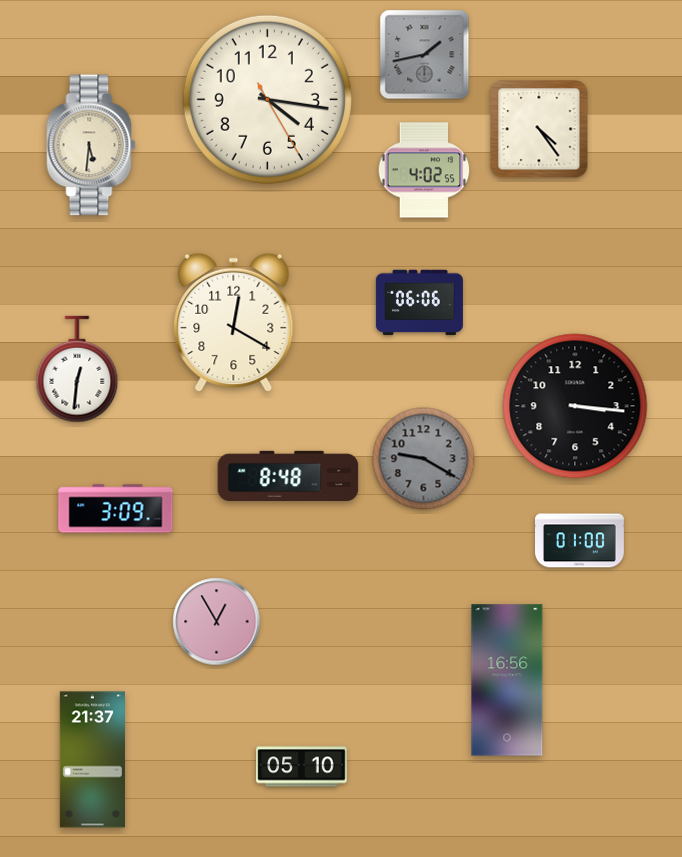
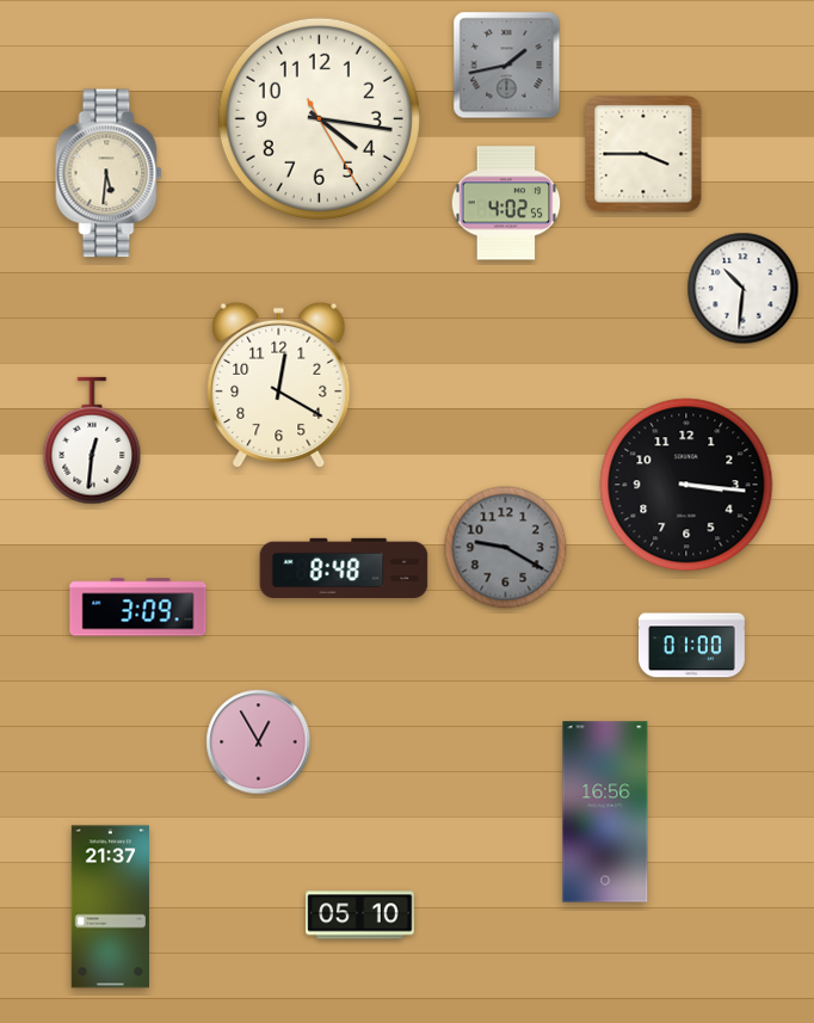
clock at (539, 129): 4:24 -> 3:45
clock at (744, 289): none -> 10:31
clock at (419, 303): 06:06 -> none
